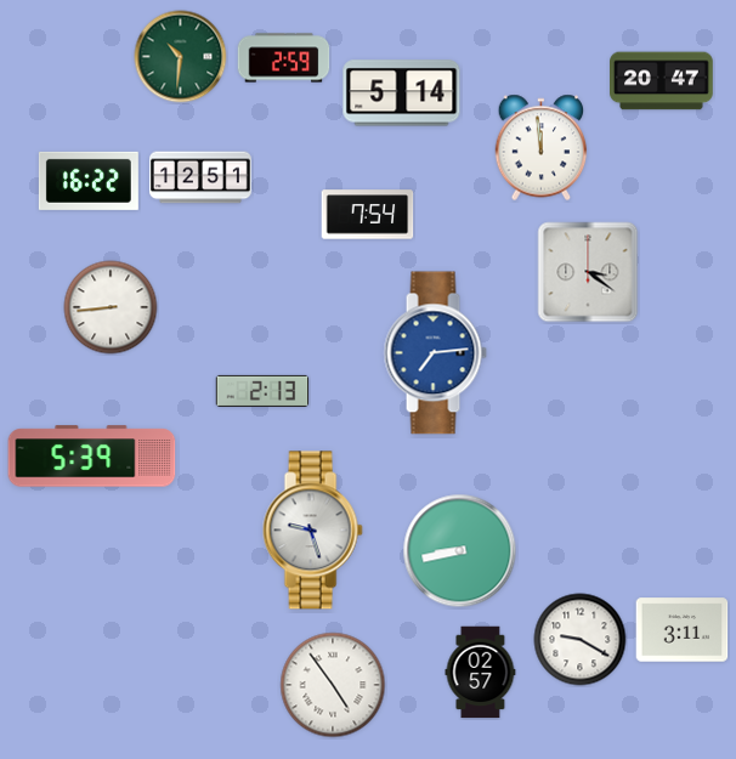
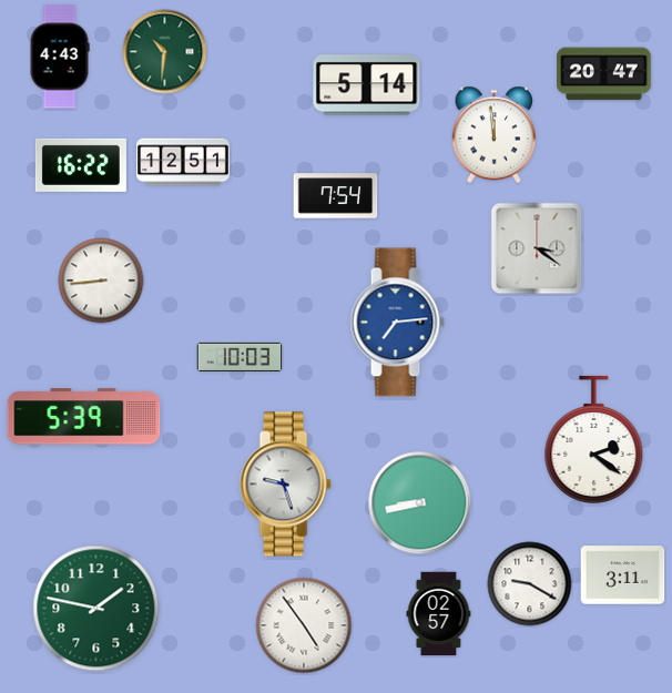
clock at (284, 58): 2:59 -> none
clock at (60, 57): none -> 4:43
clock at (262, 391): 2:13 -> 10:03
clock at (594, 439): none -> 2:21
clock at (96, 609): none -> 1:47
